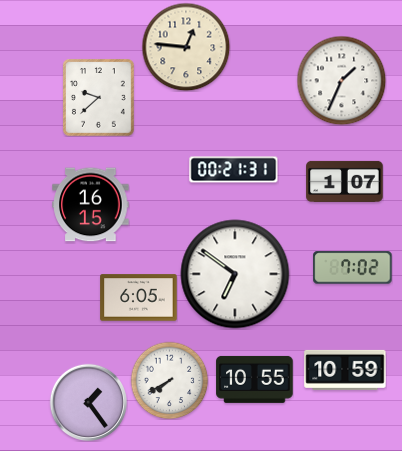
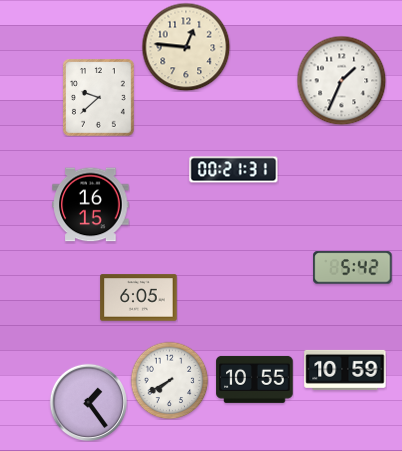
clock at (345, 181): 1:07 -> none
clock at (353, 268): 7:02 -> 5:42
clock at (235, 274): 6:51 -> none
